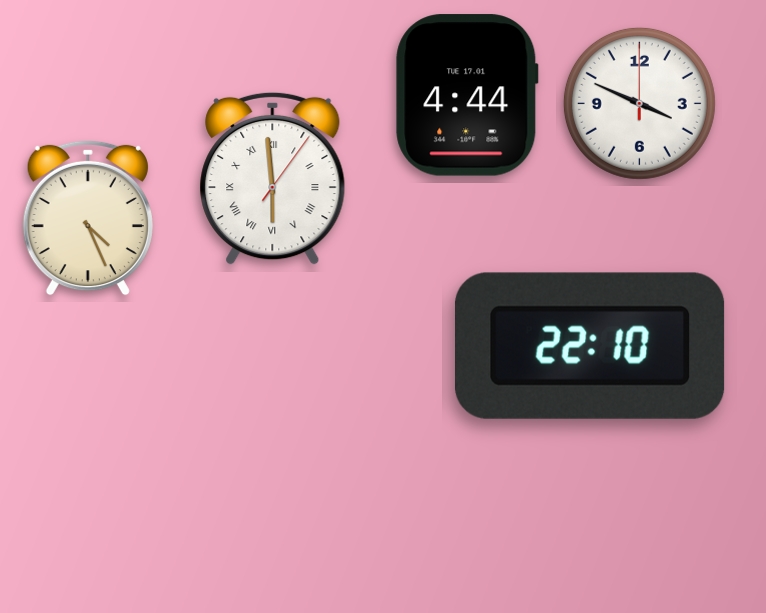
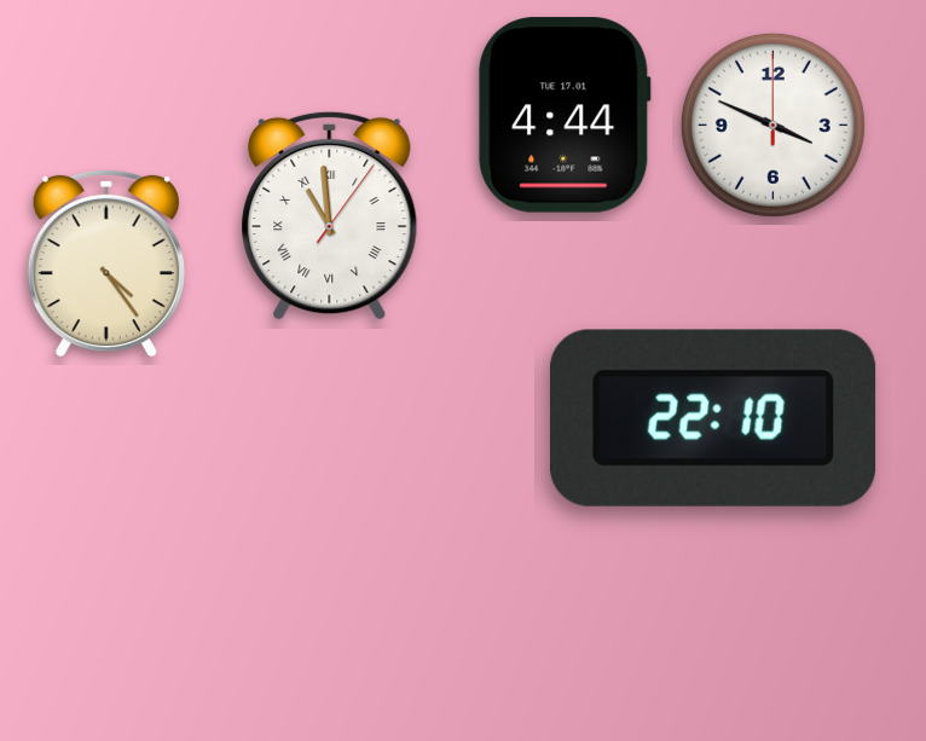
clock at (273, 178): 5:59 -> 10:59
clock at (88, 218): 4:26 -> 4:24
